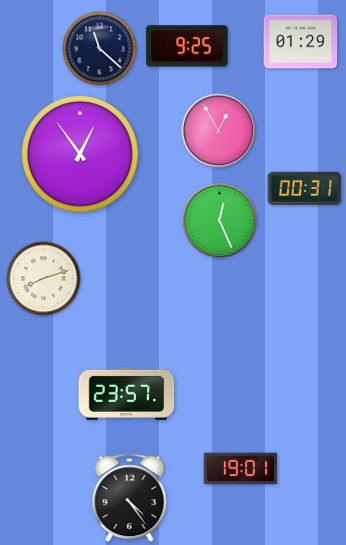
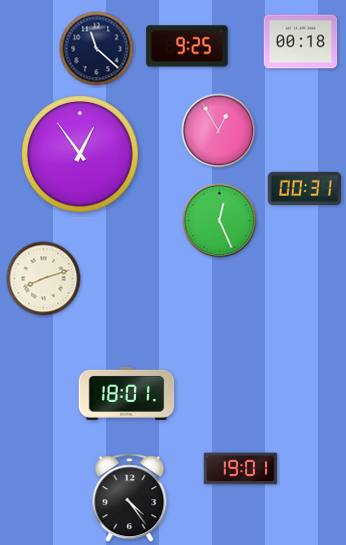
clock at (301, 42): 01:29 -> 00:18
clock at (100, 49) position: (100, 49) -> (97, 49)
clock at (127, 393): 23:57 -> 18:01
